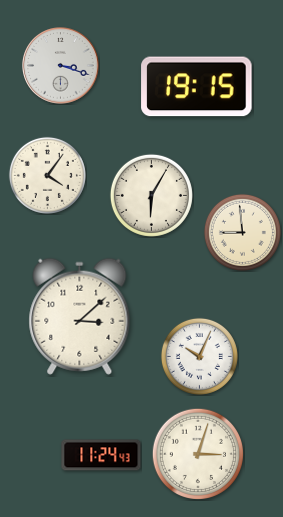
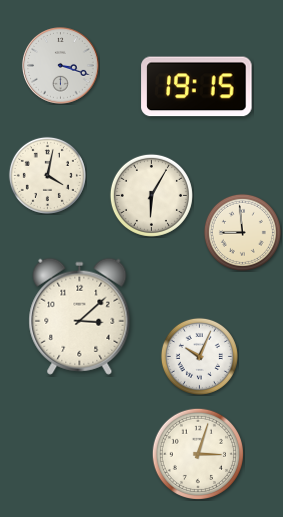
clock at (47, 175): 4:06 -> 4:02
clock at (101, 455): 11:24 -> none
